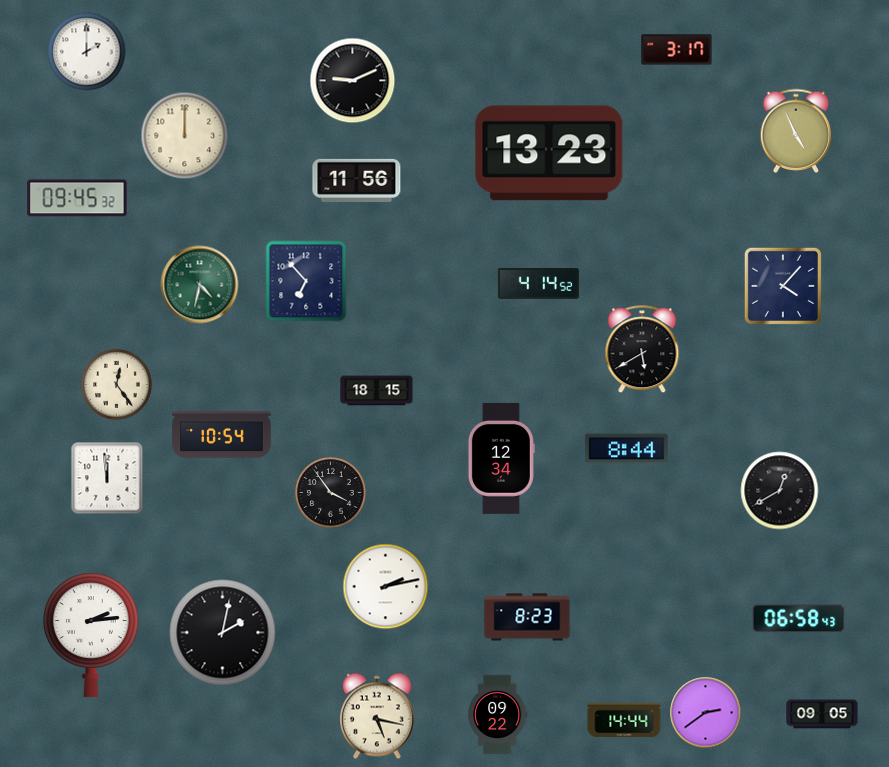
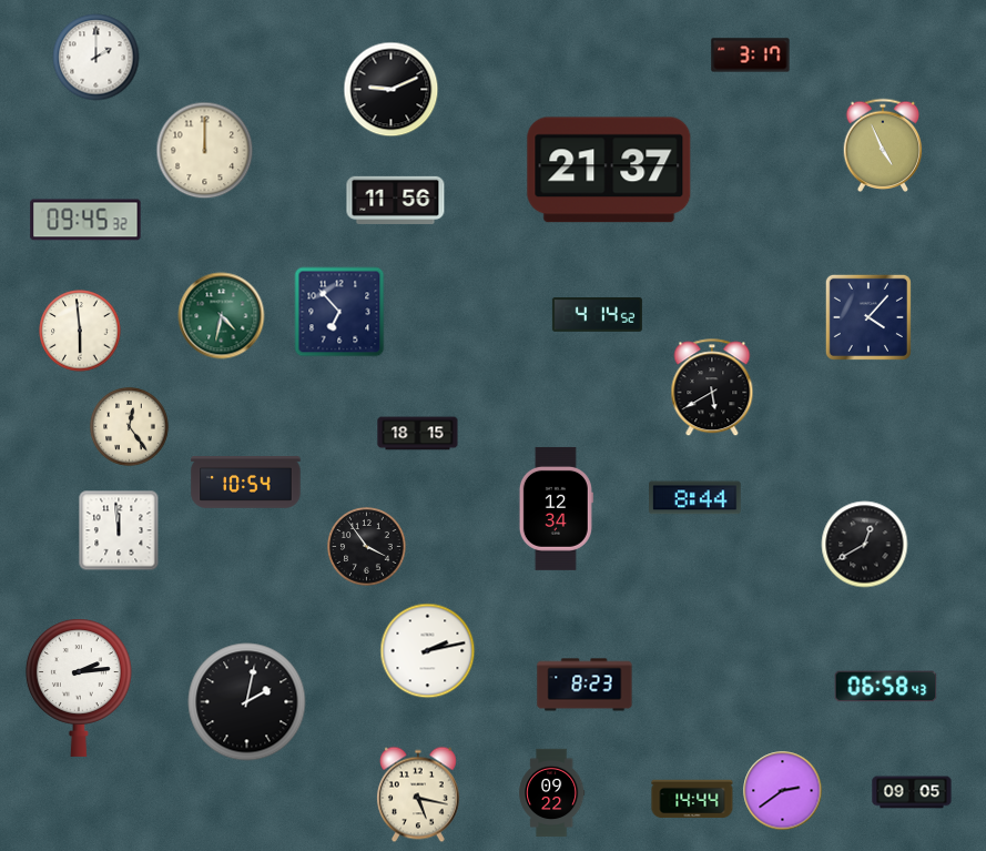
clock at (549, 153): 13:23 -> 21:37
clock at (80, 331): none -> 5:59
clock at (91, 635) position: (91, 635) -> (79, 688)
